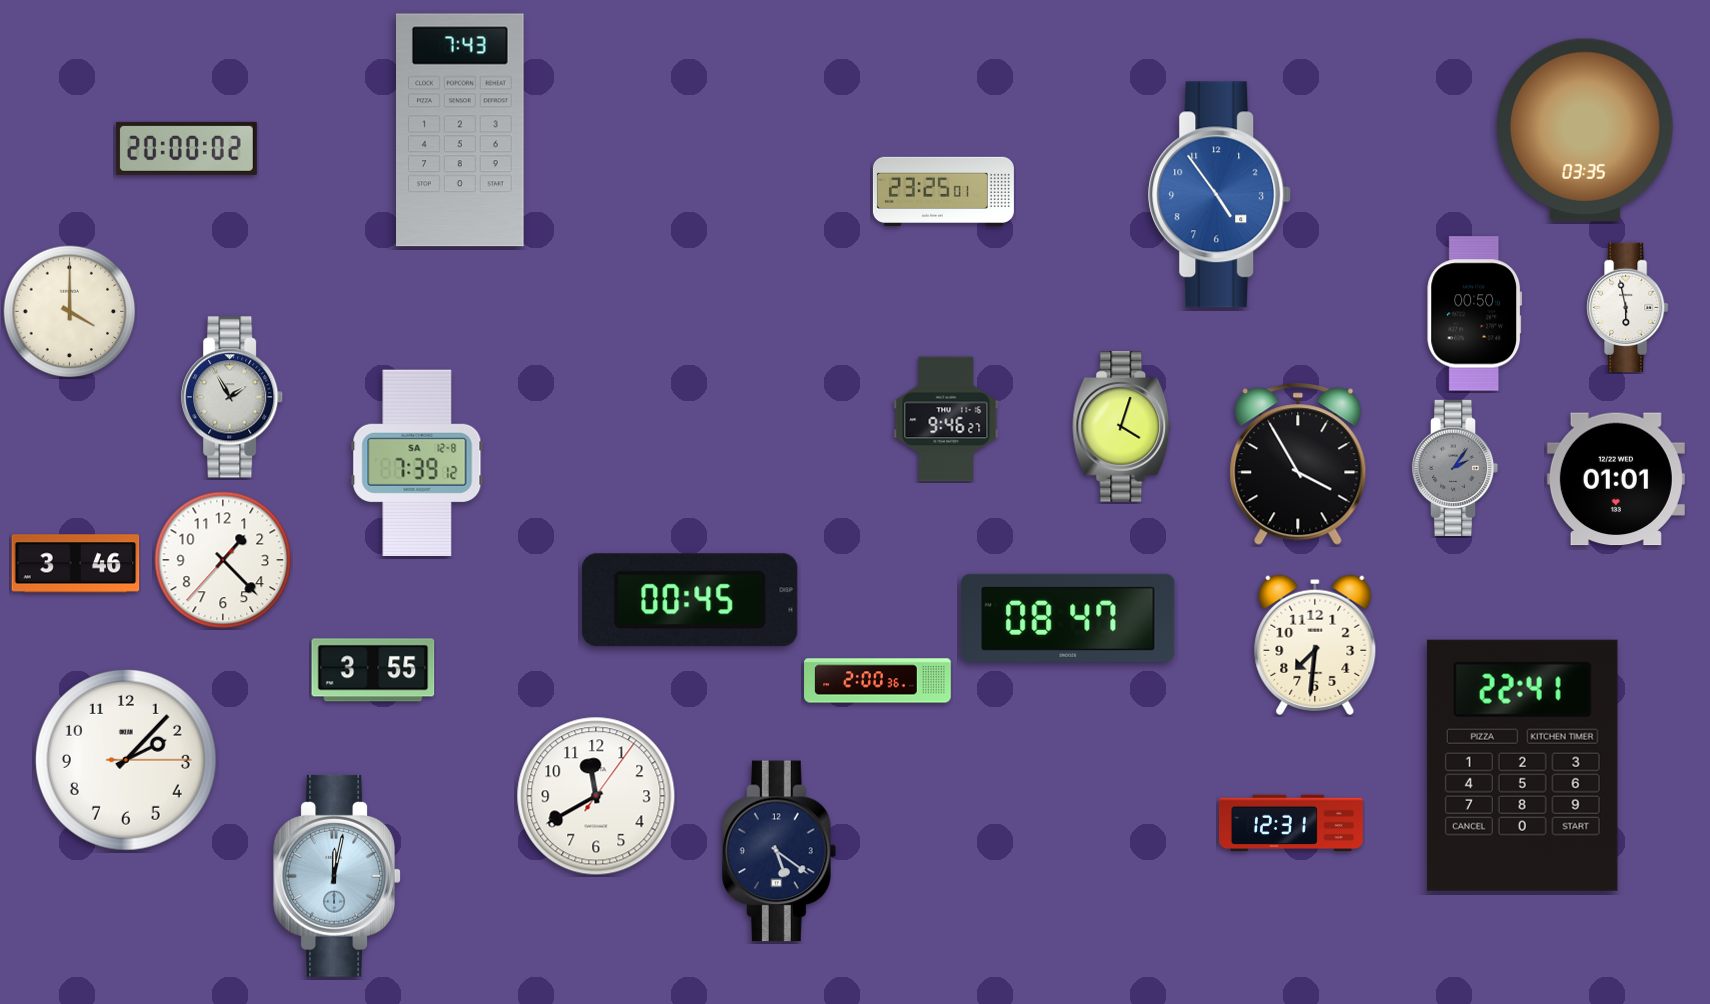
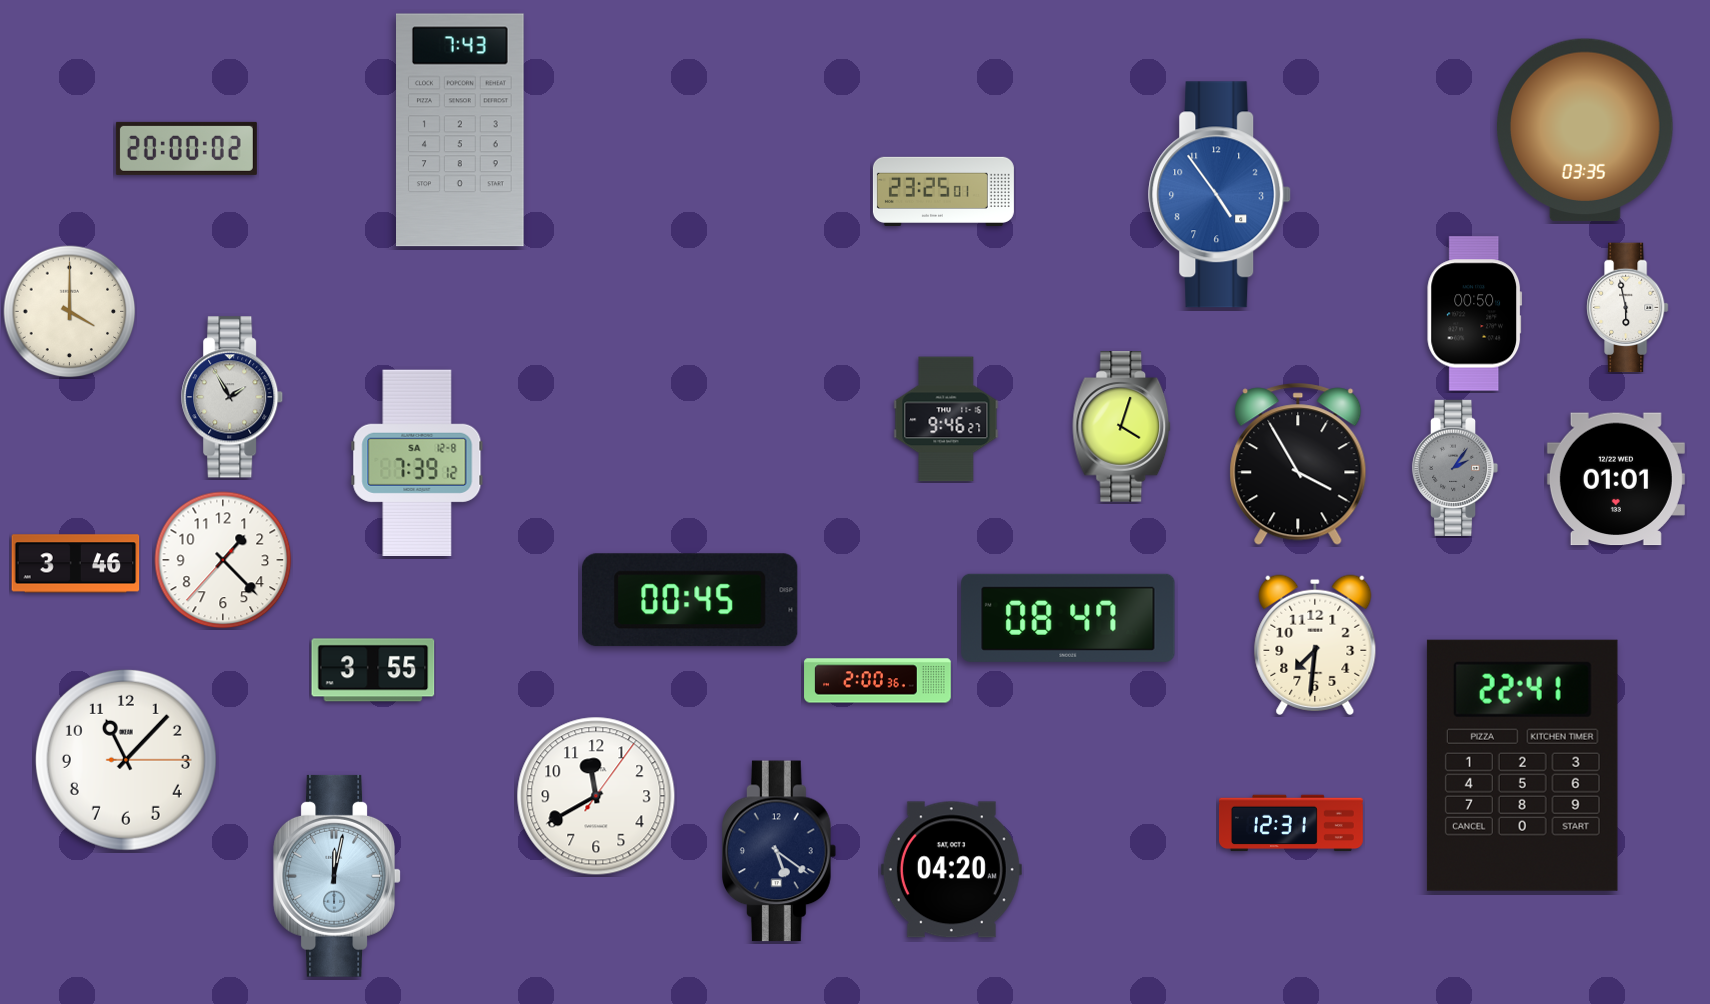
clock at (126, 760): 2:07 -> 11:07
clock at (951, 870): none -> 04:20
